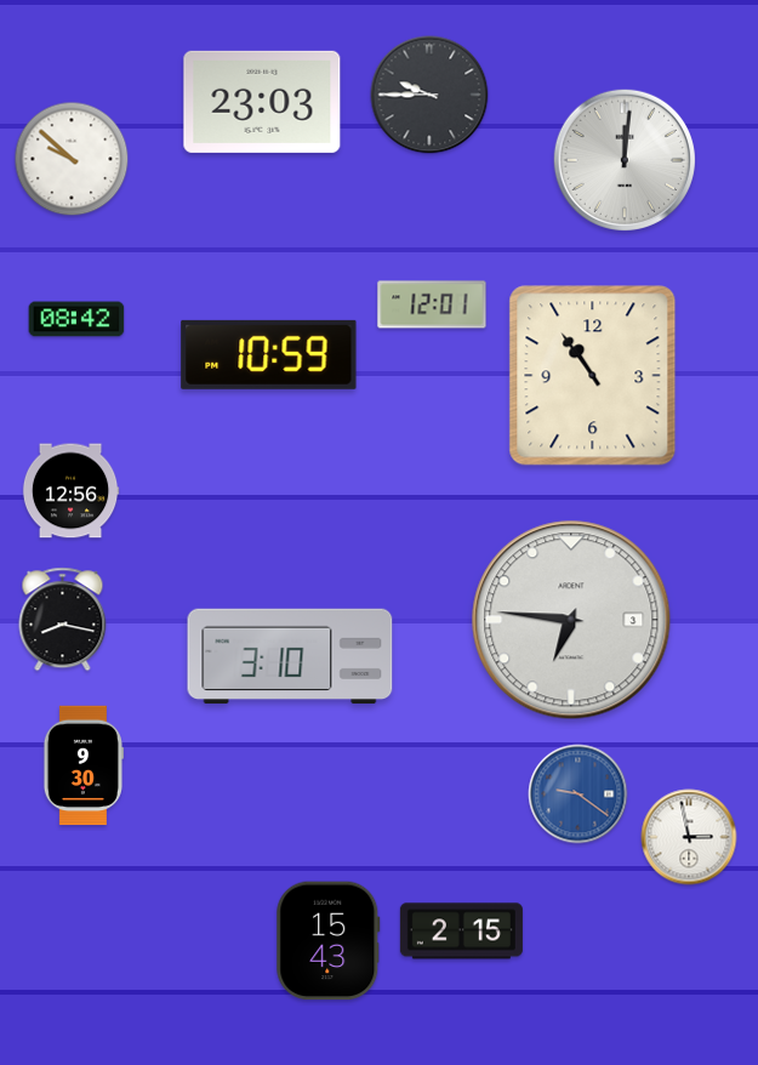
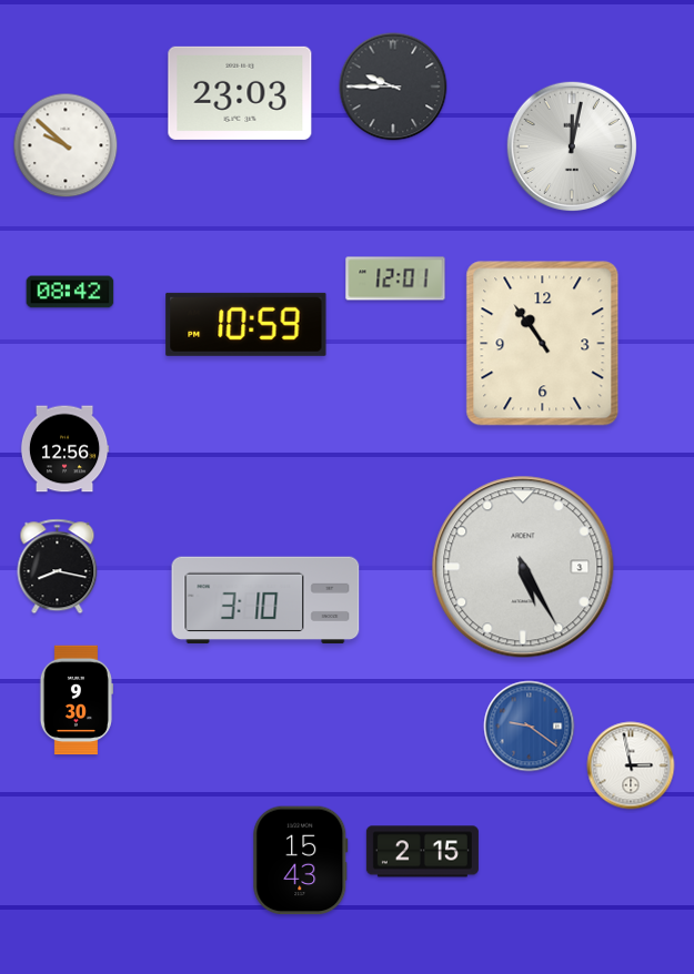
clock at (623, 159): 12:01 -> 12:02
clock at (571, 620): 6:46 -> 5:25
